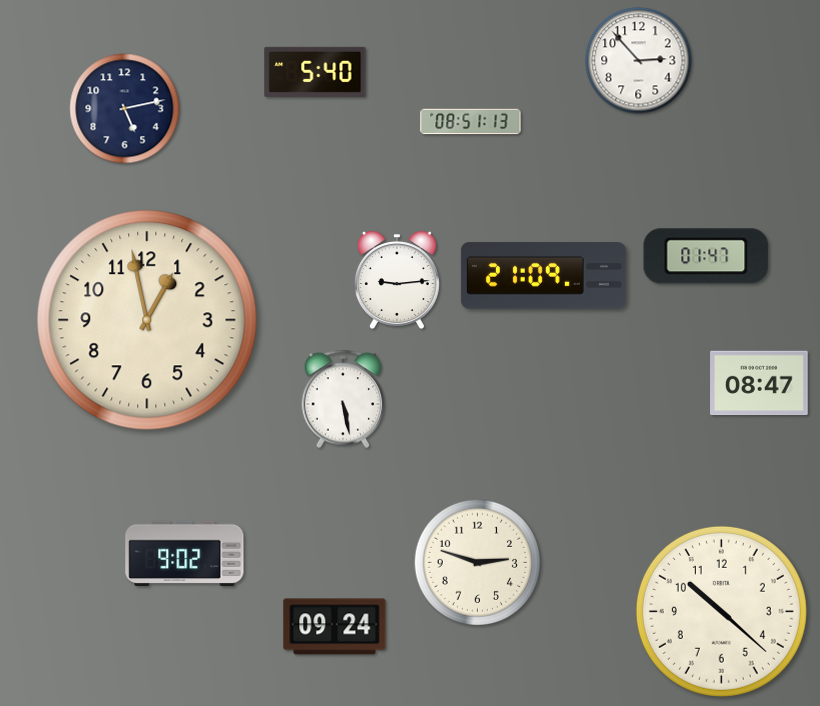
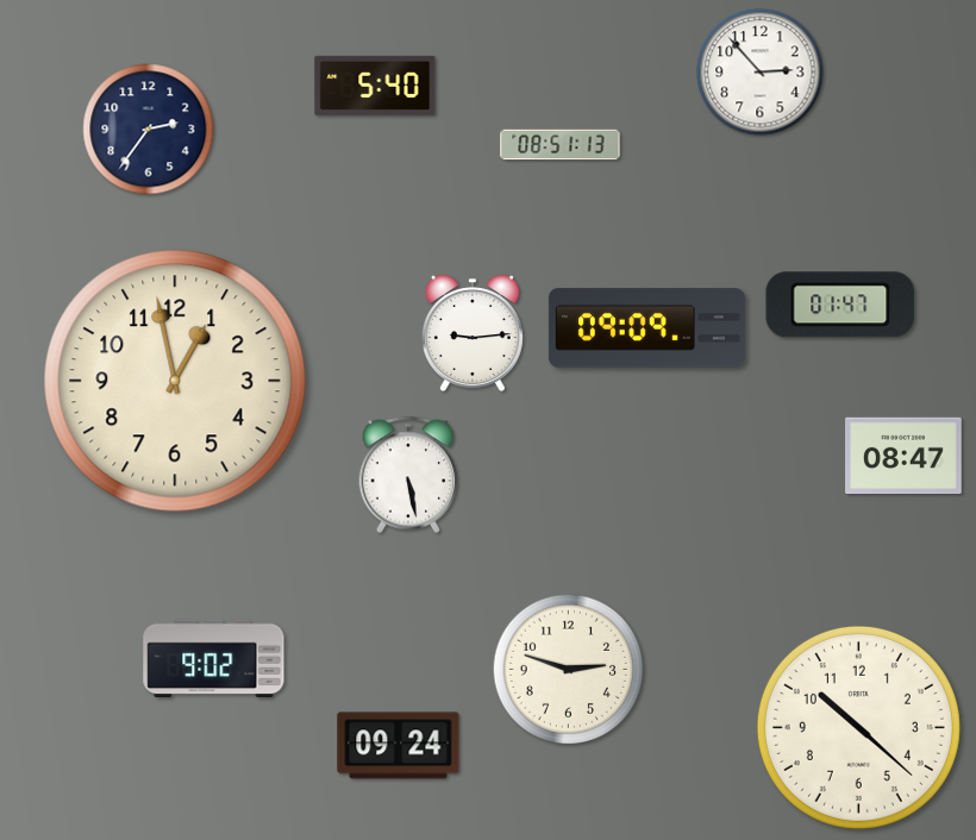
clock at (125, 109): 5:13 -> 2:36
clock at (543, 276): 21:09 -> 09:09
clock at (185, 553) position: (185, 553) -> (214, 658)
